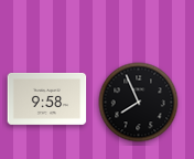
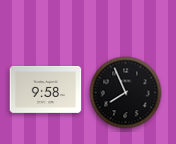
clock at (47, 98) position: (47, 98) -> (46, 89)
